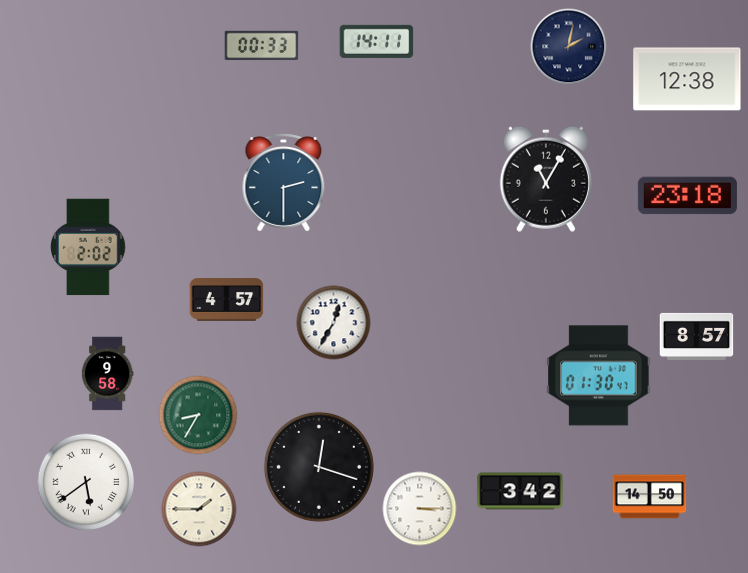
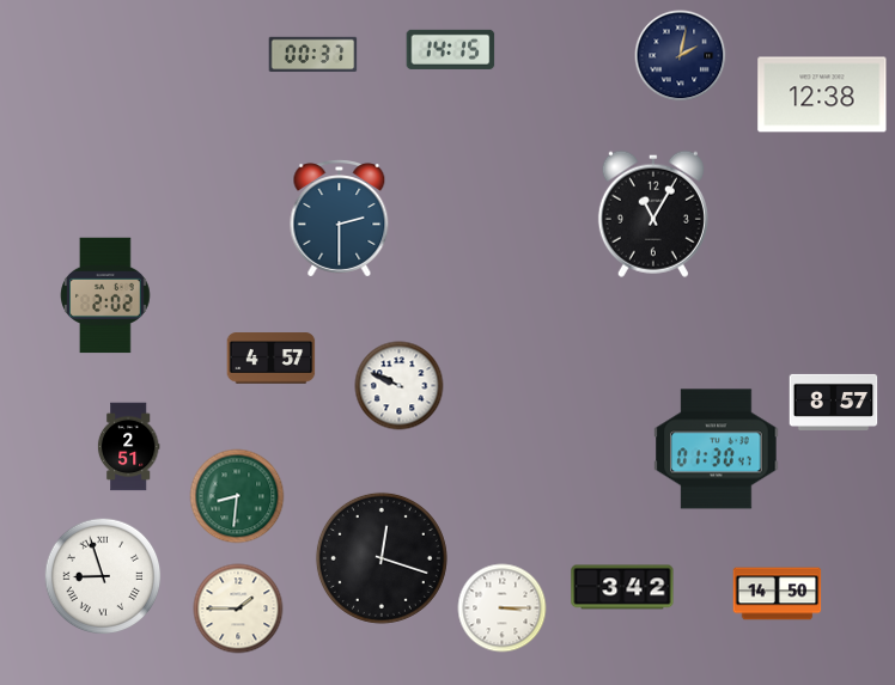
clock at (377, 41): 14:11 -> 14:15
clock at (262, 46): 00:33 -> 00:37
clock at (687, 196): 23:18 -> none
clock at (334, 323): 12:35 -> 9:49
clock at (107, 374): 9:58 -> 2:51
clock at (198, 415): 8:35 -> 8:31
clock at (86, 482): 5:39 -> 8:57
